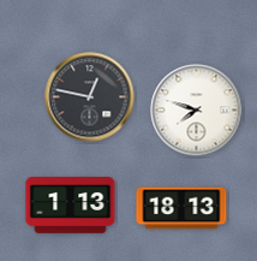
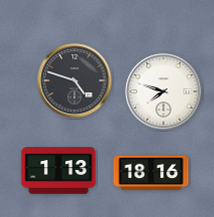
clock at (90, 97): 12:47 -> 4:48
clock at (181, 208): 18:13 -> 18:16
